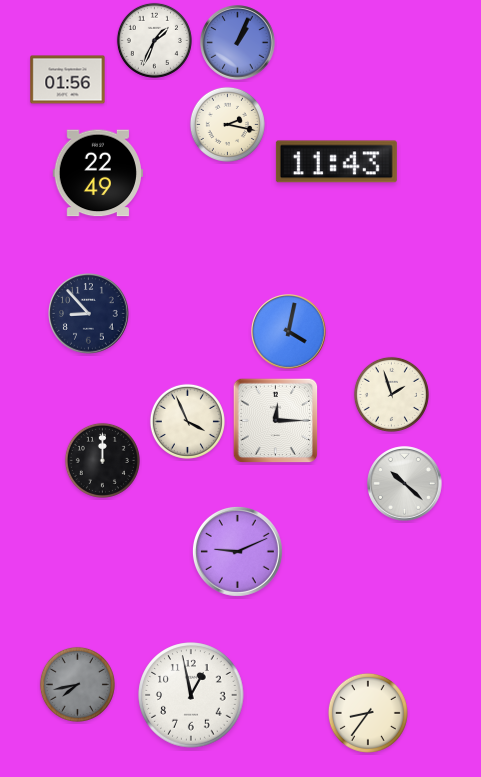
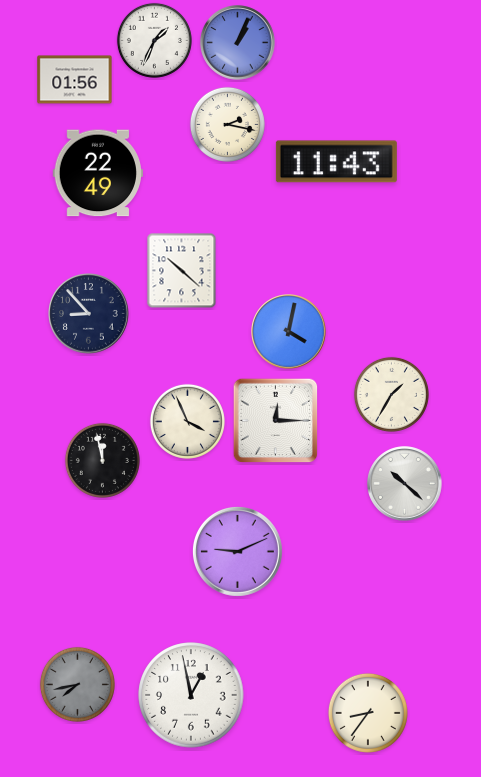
clock at (68, 80) position: (68, 80) -> (75, 80)
clock at (182, 271): none -> 10:22
clock at (391, 394): 1:57 -> 1:35
clock at (102, 460): 12:00 -> 11:58
